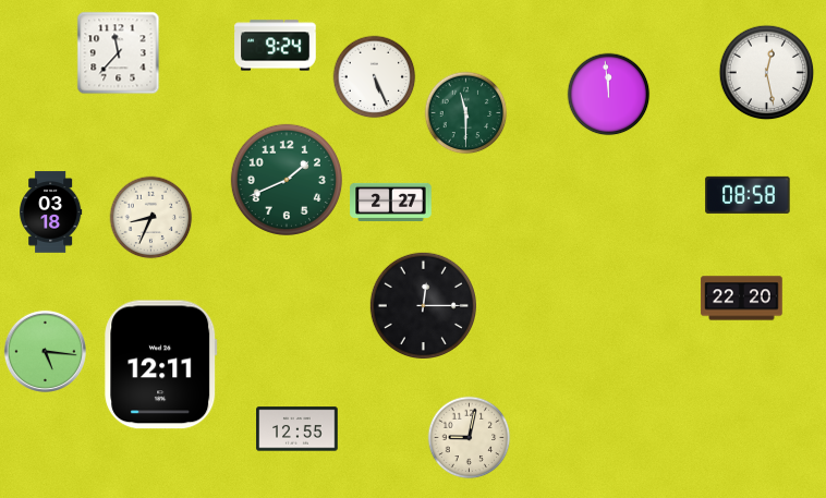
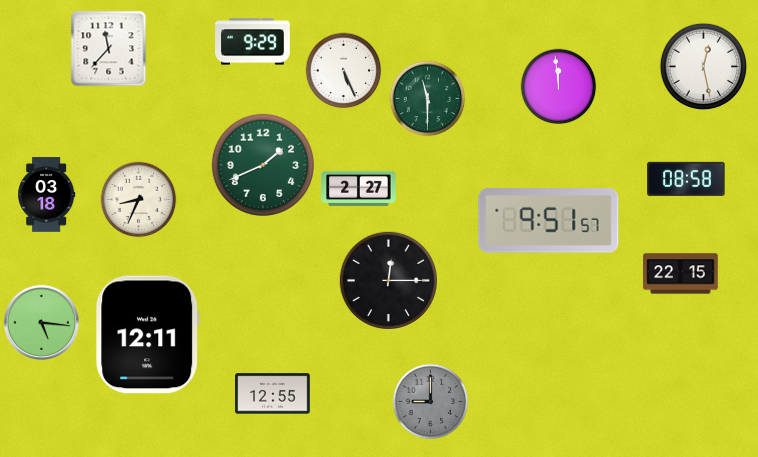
clock at (276, 46): 9:24 -> 9:29
clock at (466, 113) position: (466, 113) -> (428, 99)
clock at (391, 202) position: (391, 202) -> (359, 188)
clock at (549, 221): none -> 9:51
clock at (742, 299): 22:20 -> 22:15
clock at (470, 438): 9:02 -> 9:00
clock at (470, 438) dial: cream -> grey
